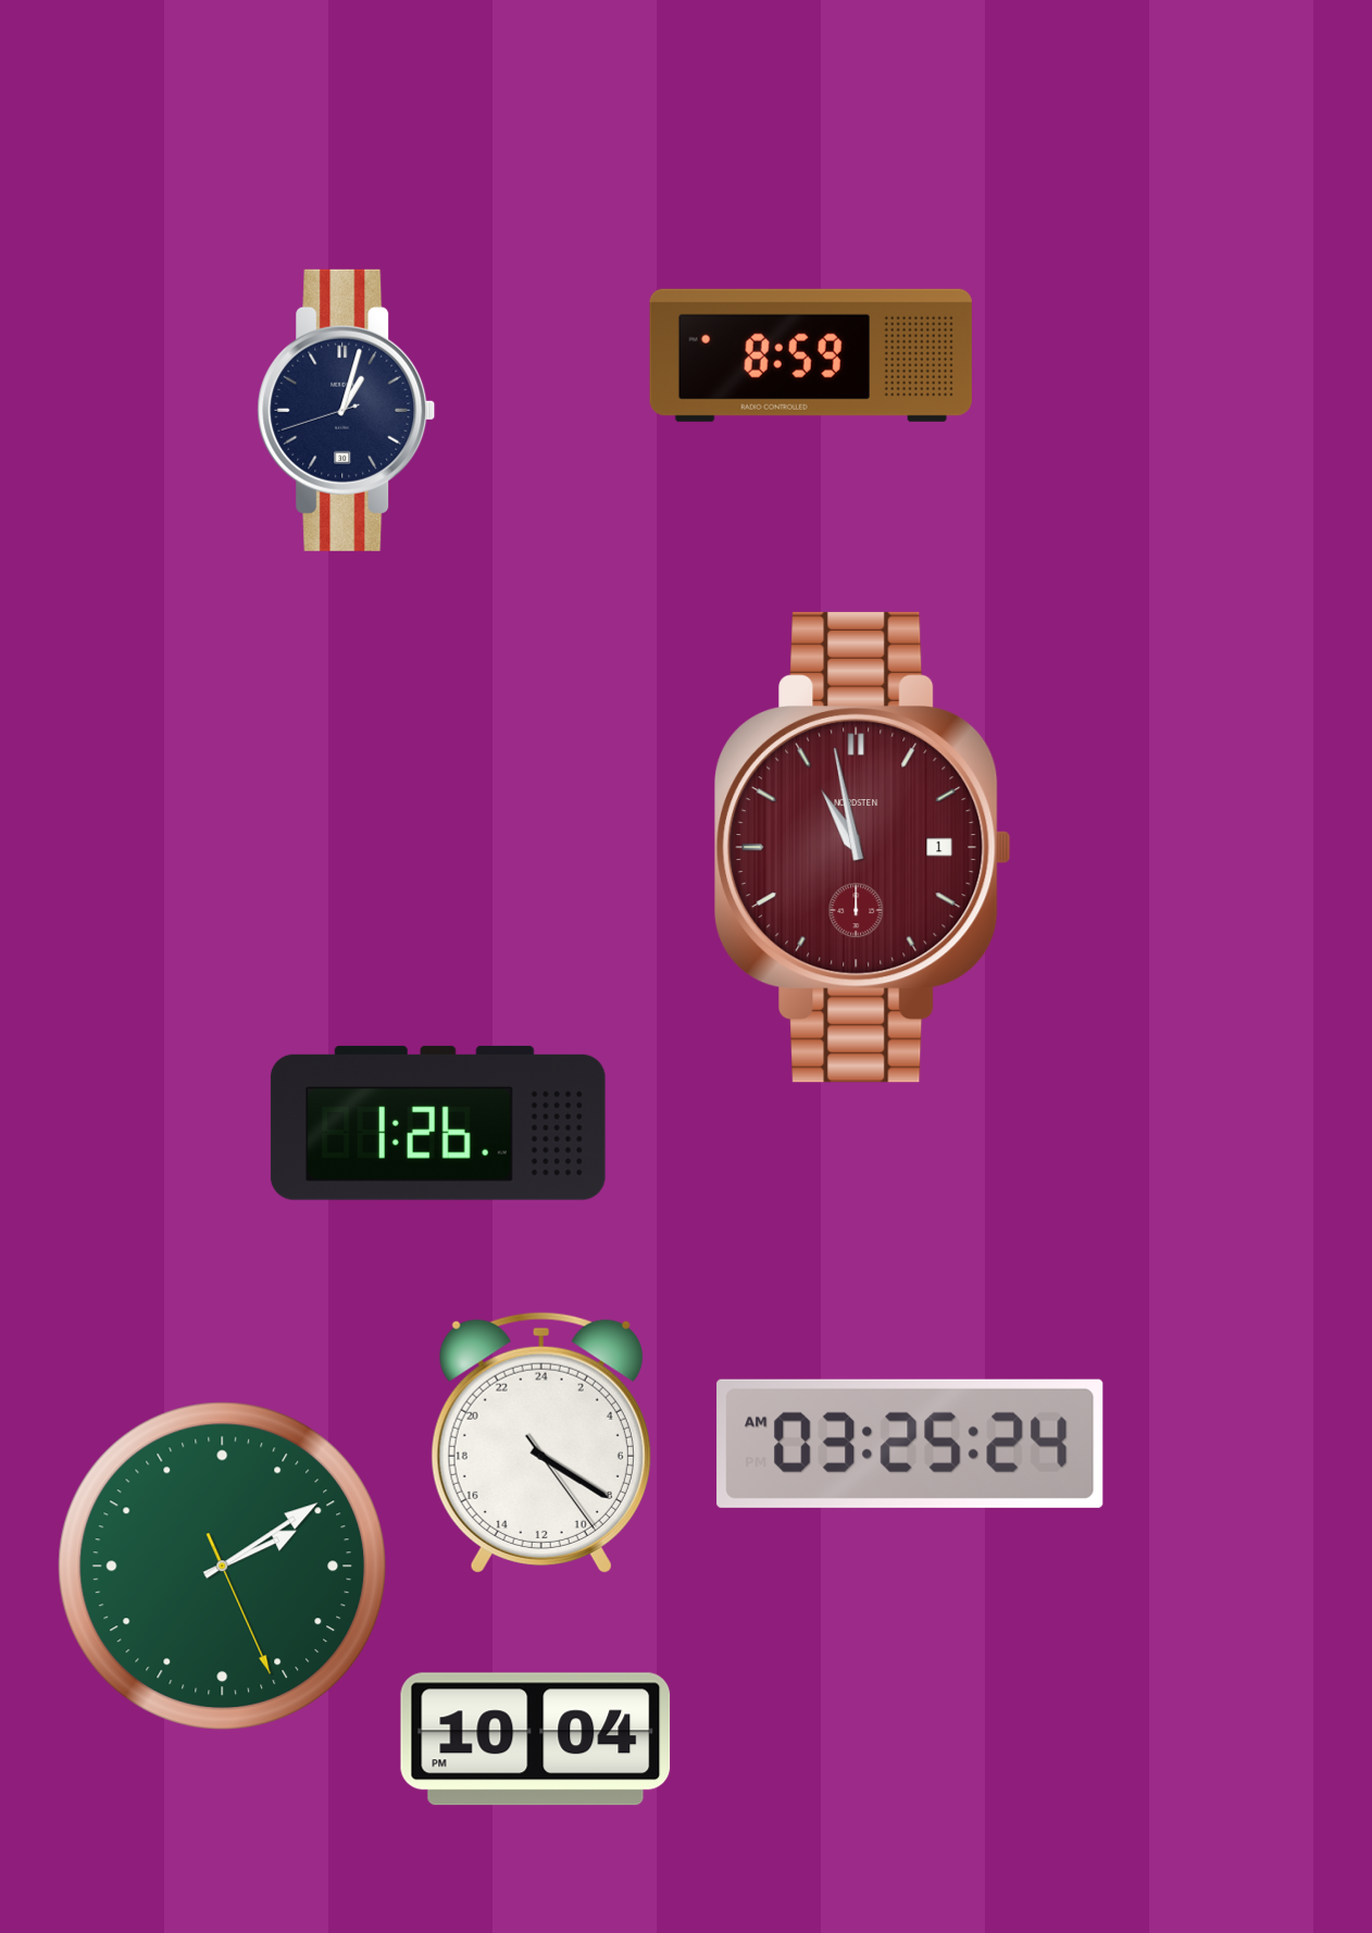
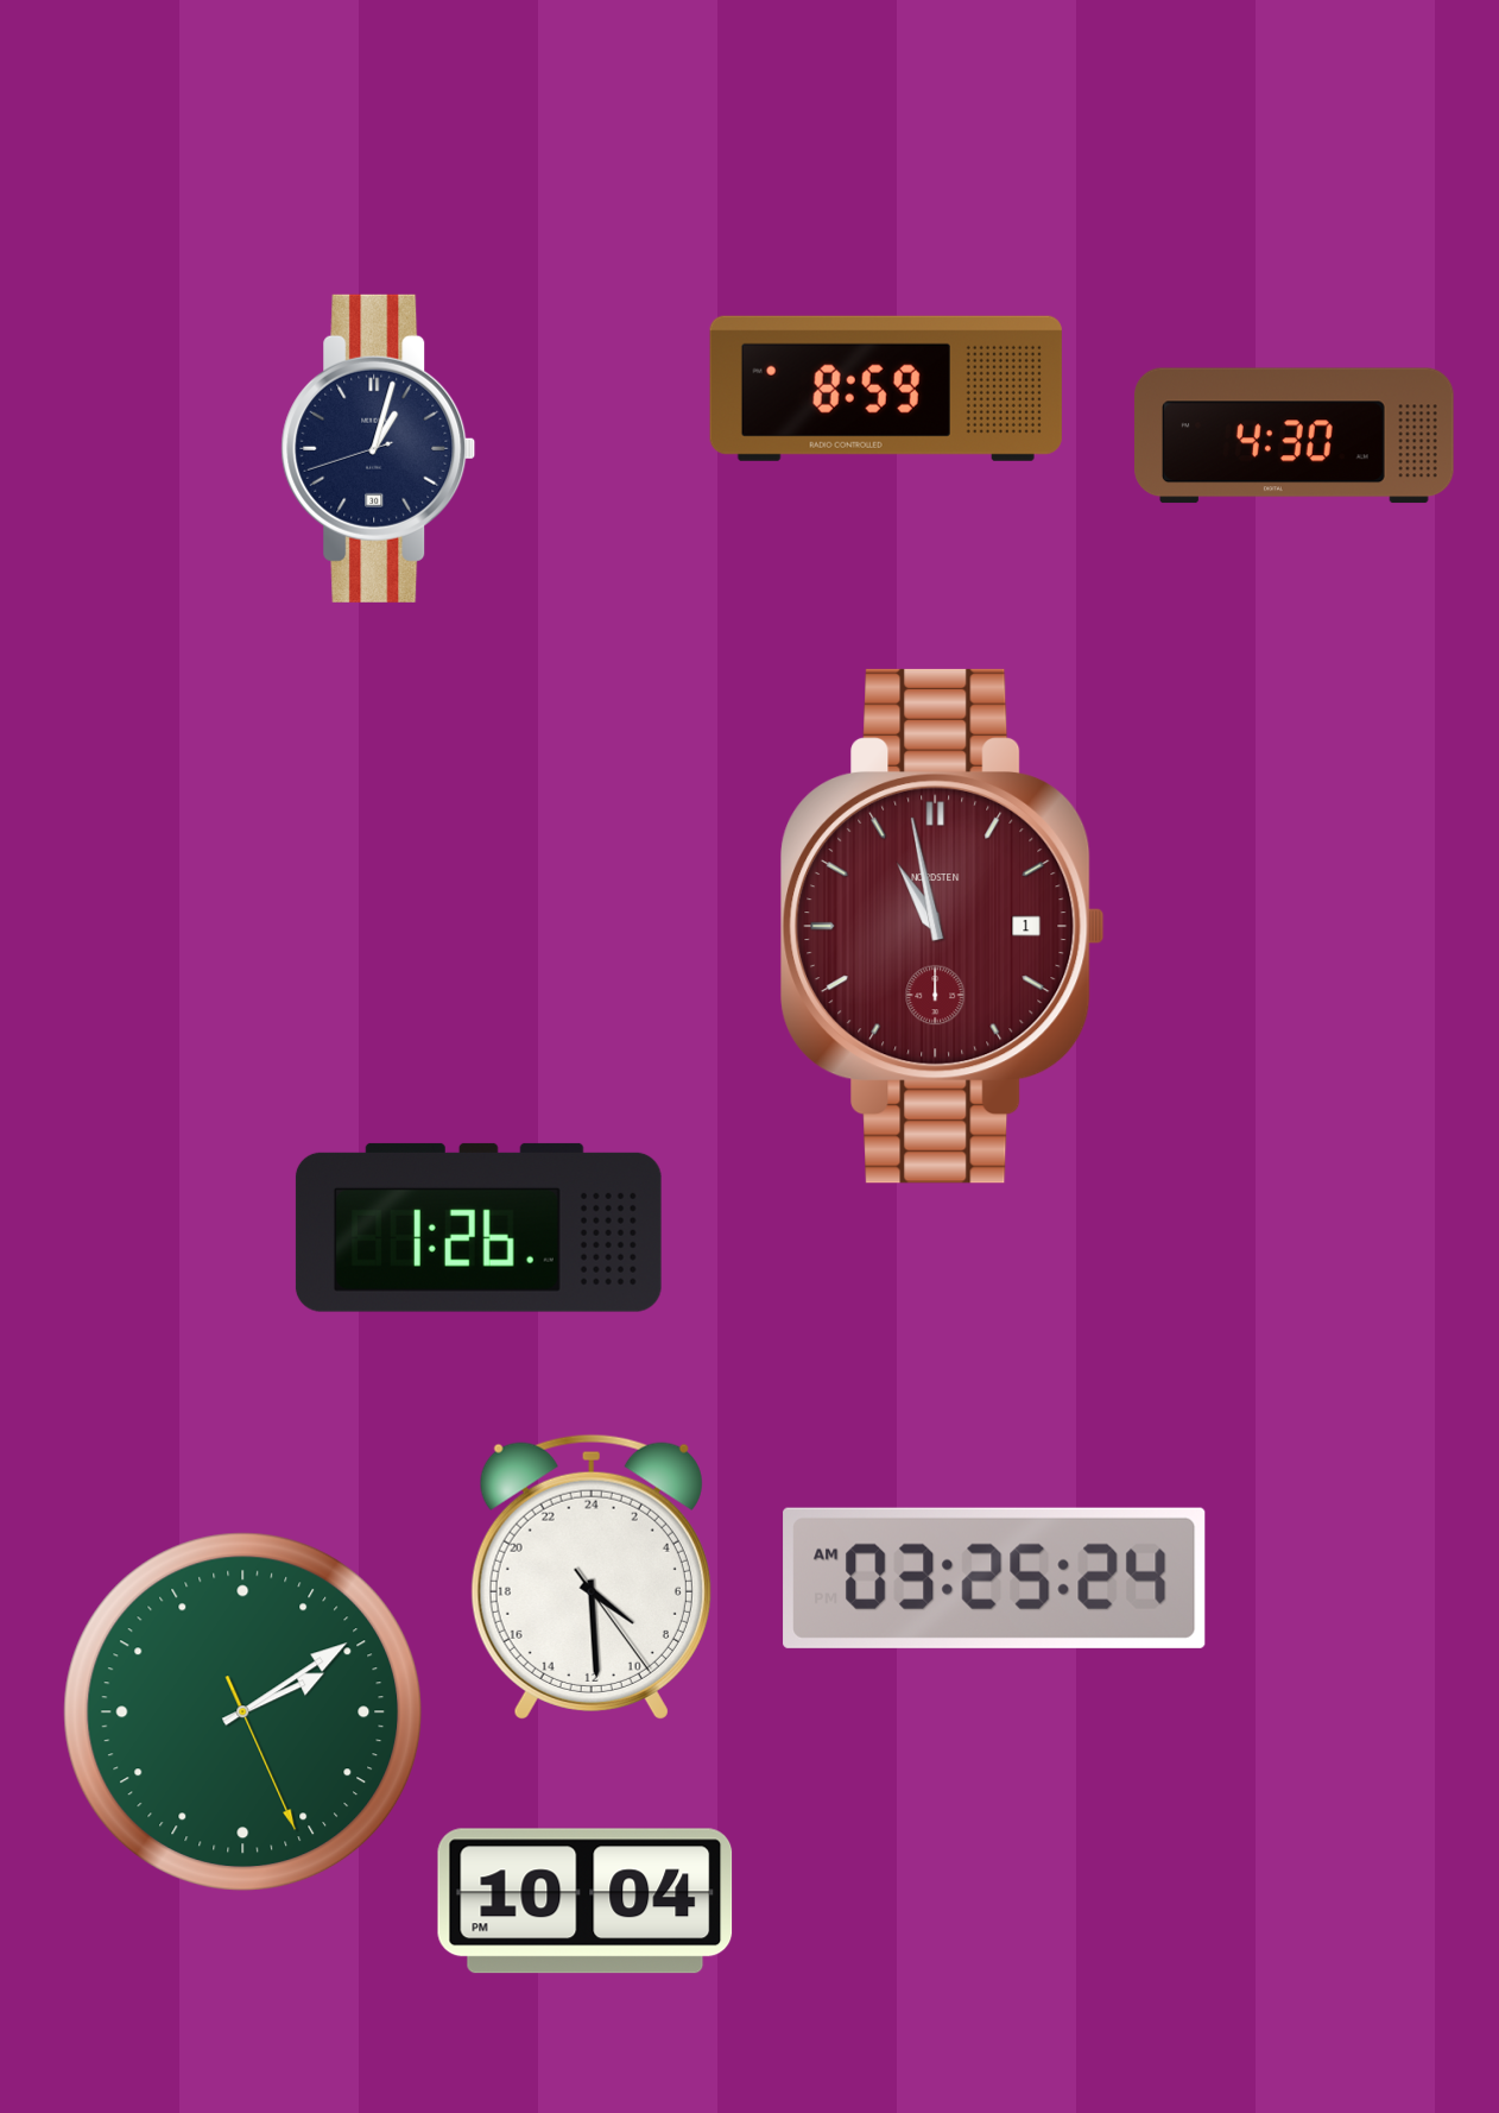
clock at (1295, 436): none -> 4:30
clock at (541, 1443): 8:20 -> 8:29
